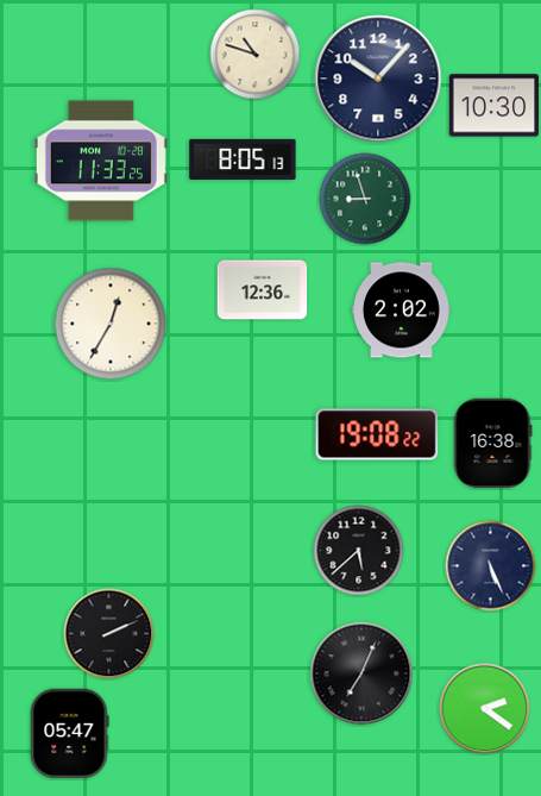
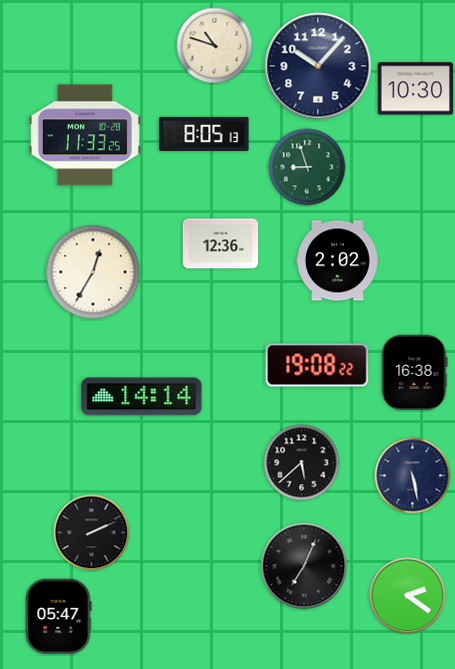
clock at (142, 397): none -> 14:14
clock at (491, 566): 5:26 -> 5:28
